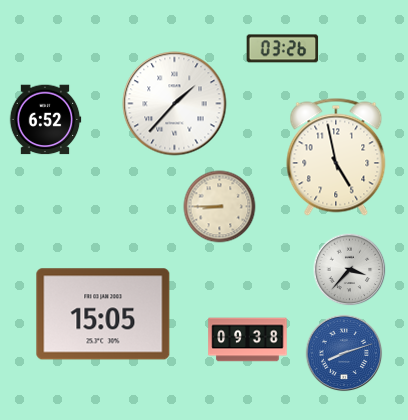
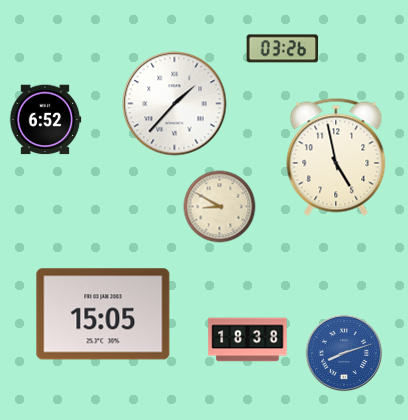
clock at (220, 207): 8:45 -> 8:50
clock at (350, 270): 3:37 -> none
clock at (248, 340): 09:38 -> 18:38
